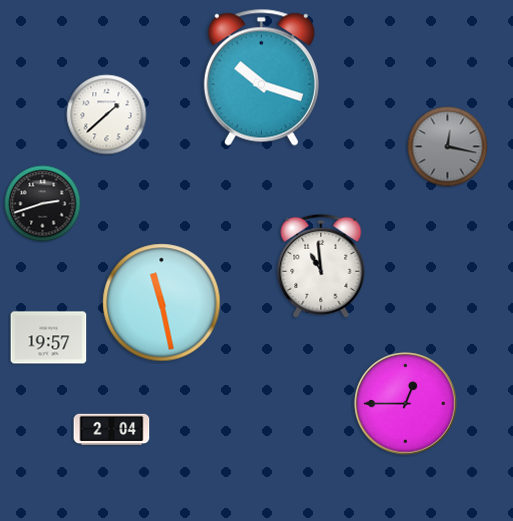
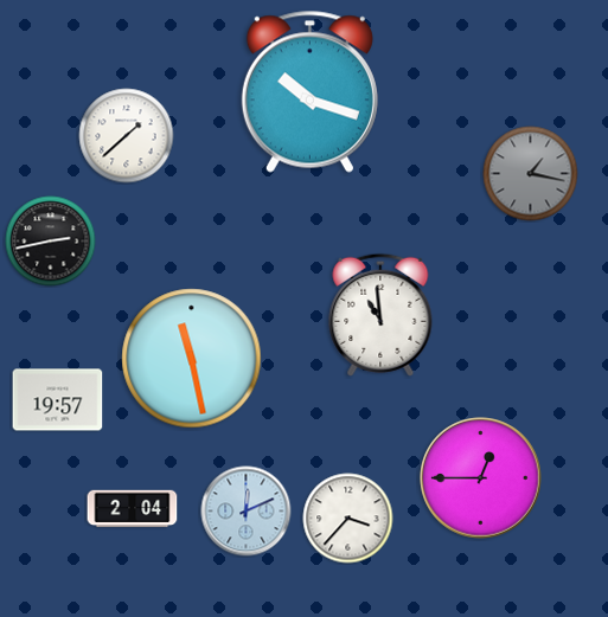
clock at (448, 147): 12:17 -> 1:17
clock at (43, 204): 2:42 -> 2:43
clock at (247, 512): none -> 12:11
clock at (348, 519): none -> 3:37
